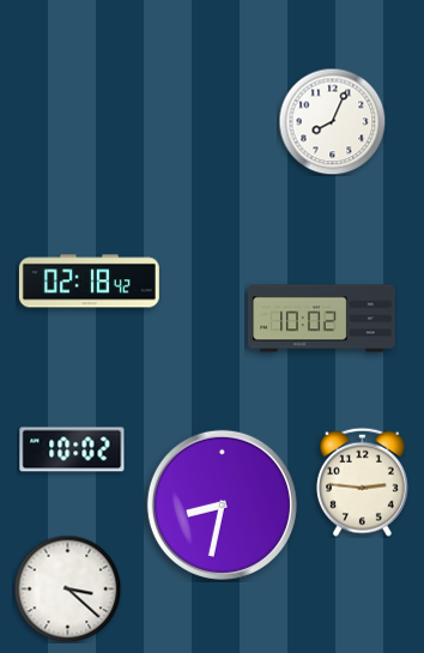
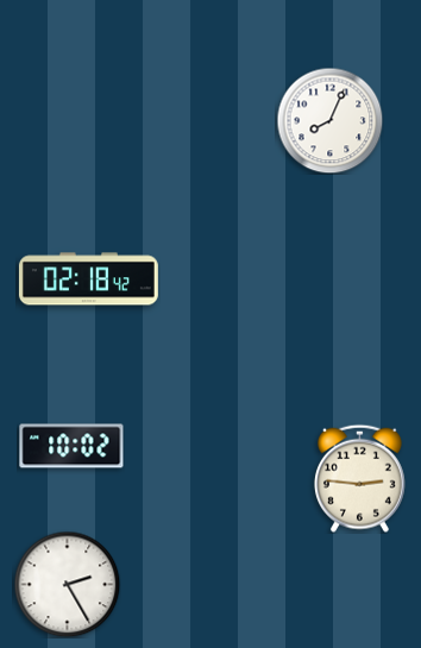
clock at (322, 319): 10:02 -> none
clock at (222, 504): 8:32 -> none
clock at (67, 588): 3:22 -> 2:25
